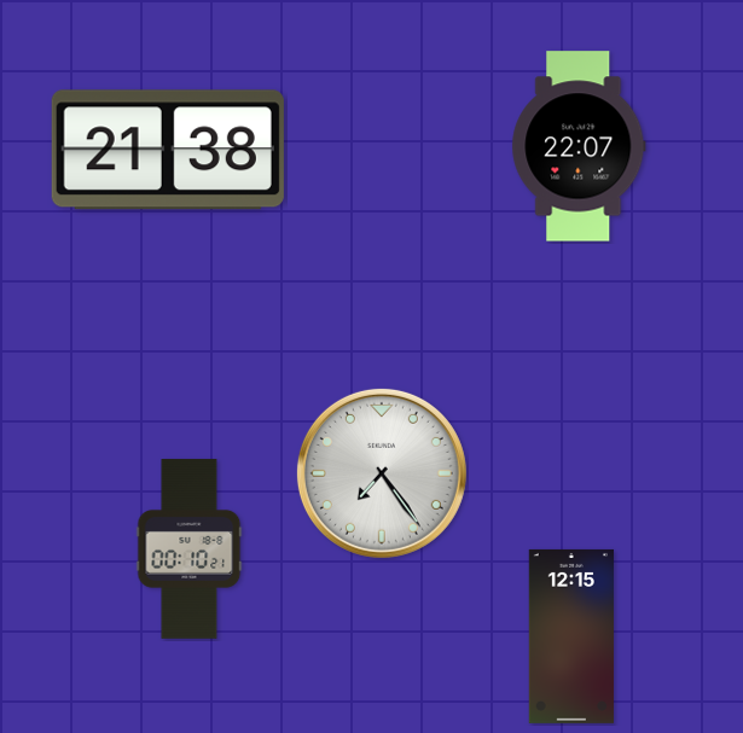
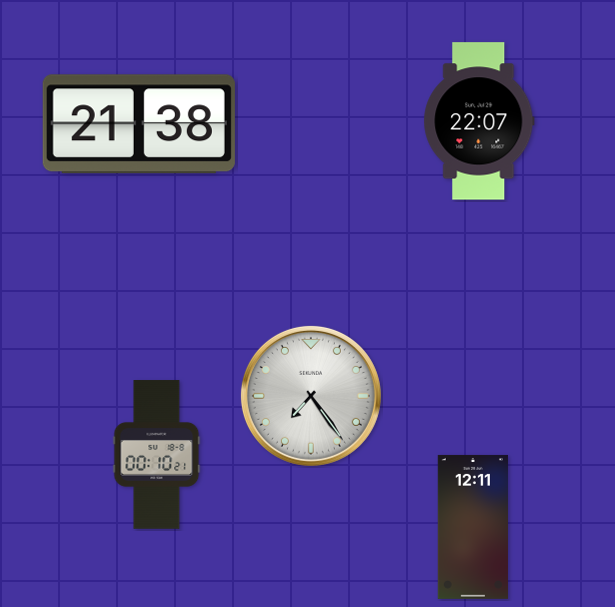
clock at (382, 473) position: (382, 473) -> (311, 396)
clock at (571, 636): 12:15 -> 12:11
